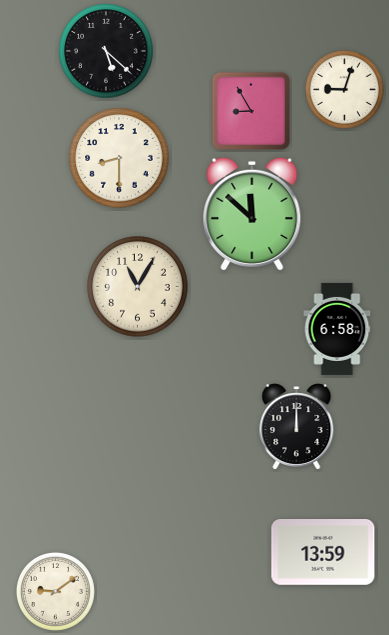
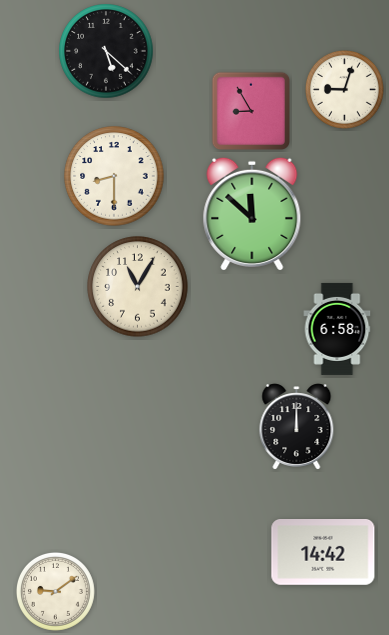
clock at (119, 158) position: (119, 158) -> (114, 176)
clock at (323, 553): 13:59 -> 14:42
